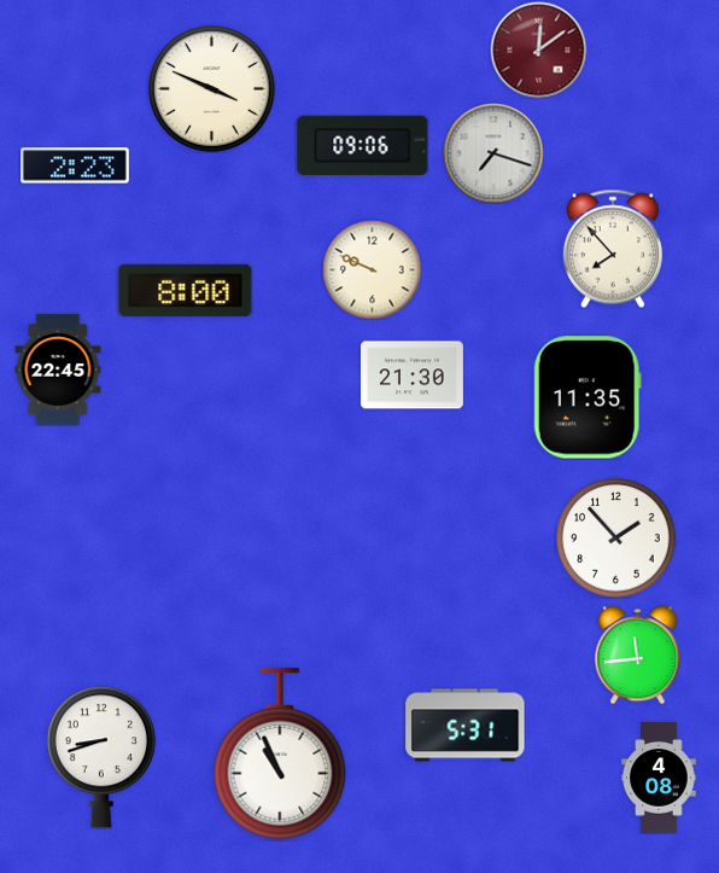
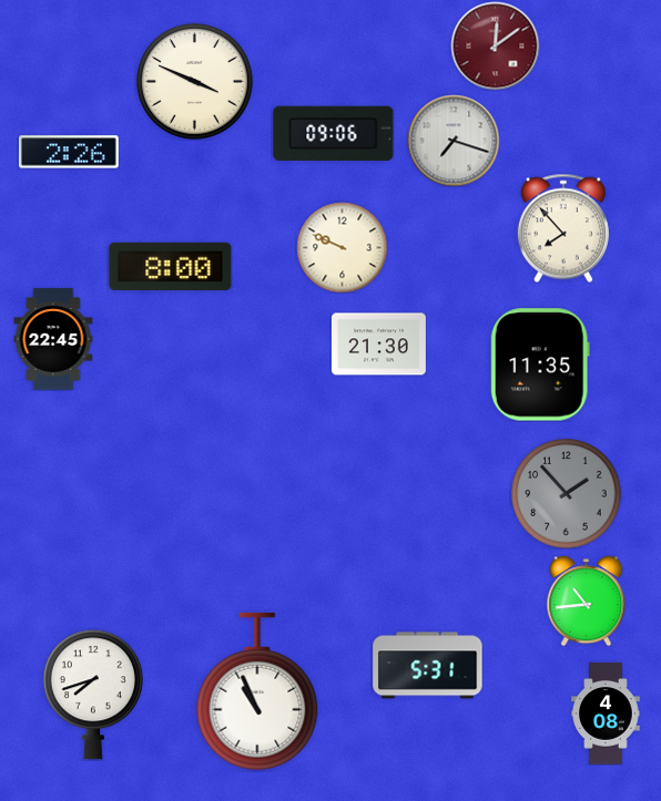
clock at (76, 165): 2:23 -> 2:26
clock at (616, 539) dial: white -> grey
clock at (638, 654): 11:44 -> 10:44
clock at (101, 757): 8:42 -> 7:42
